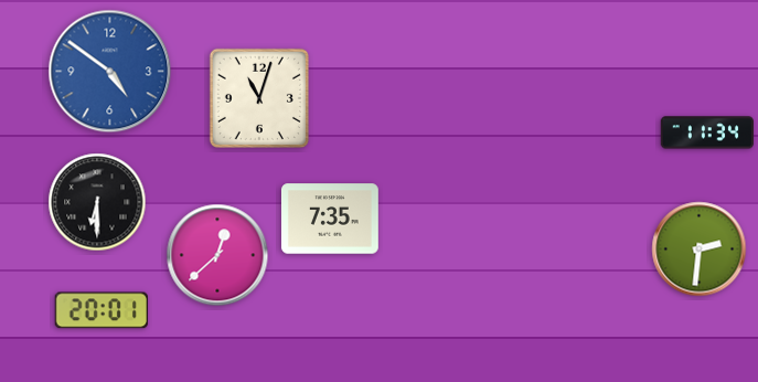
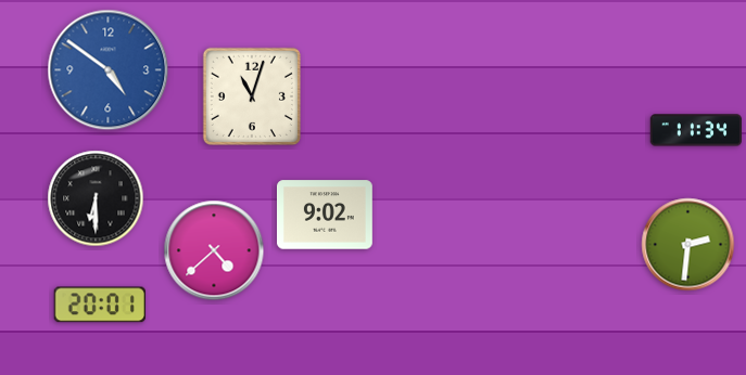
clock at (259, 98) position: (259, 98) -> (252, 96)
clock at (330, 219): 7:35 -> 9:02
clock at (217, 255): 12:38 -> 4:38
